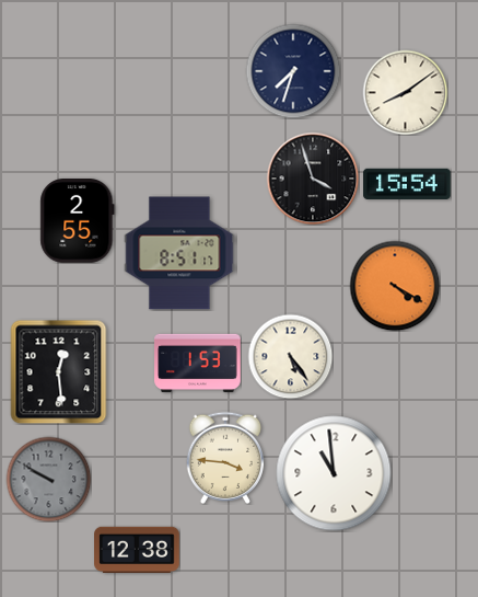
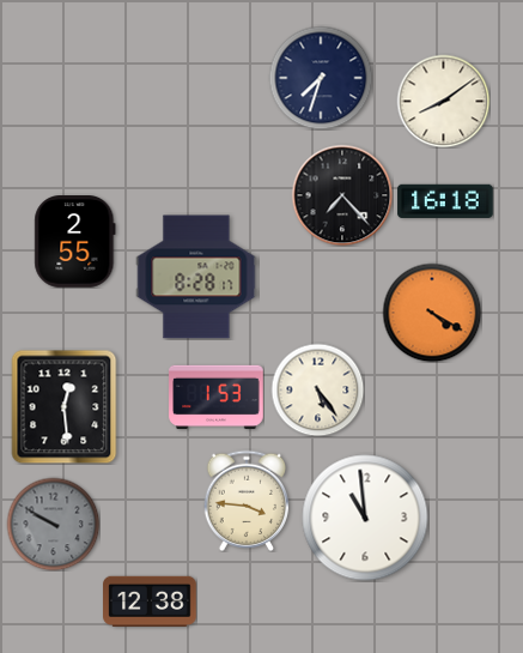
clock at (313, 179): 3:57 -> 7:23
clock at (407, 183): 15:54 -> 16:18
clock at (78, 221) position: (78, 221) -> (75, 242)
clock at (179, 253): 8:51 -> 8:28
